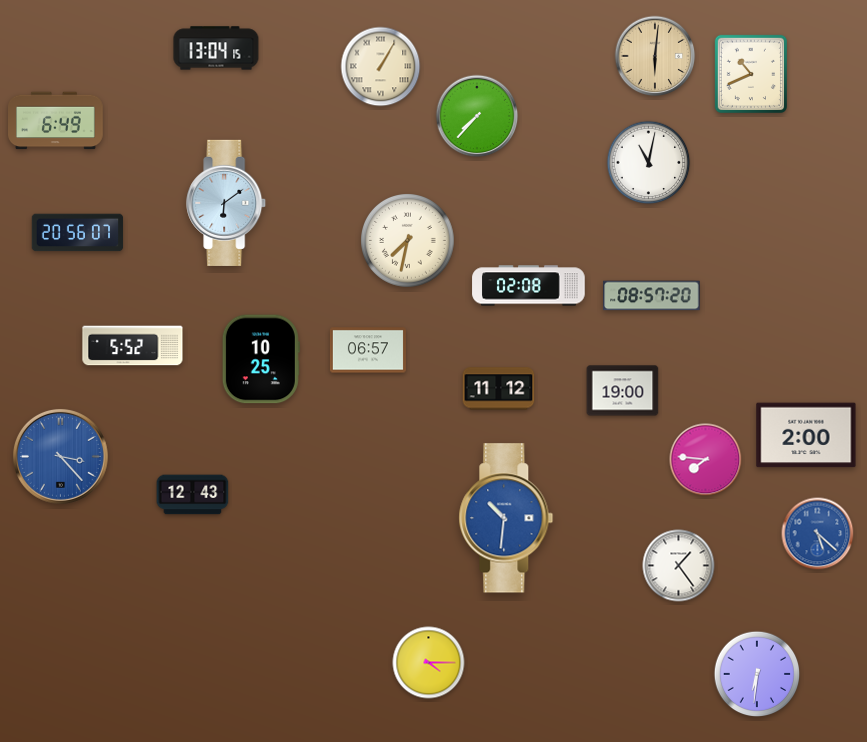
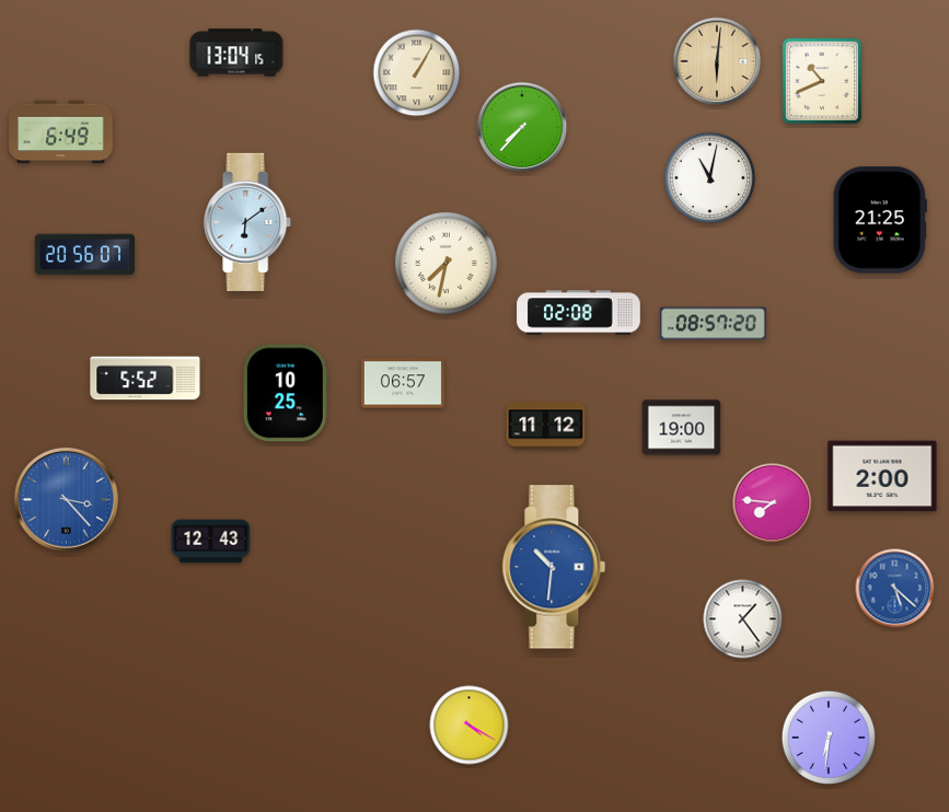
clock at (880, 220): none -> 21:25
clock at (818, 534) position: (818, 534) -> (895, 589)
clock at (429, 663): 4:15 -> 4:20
